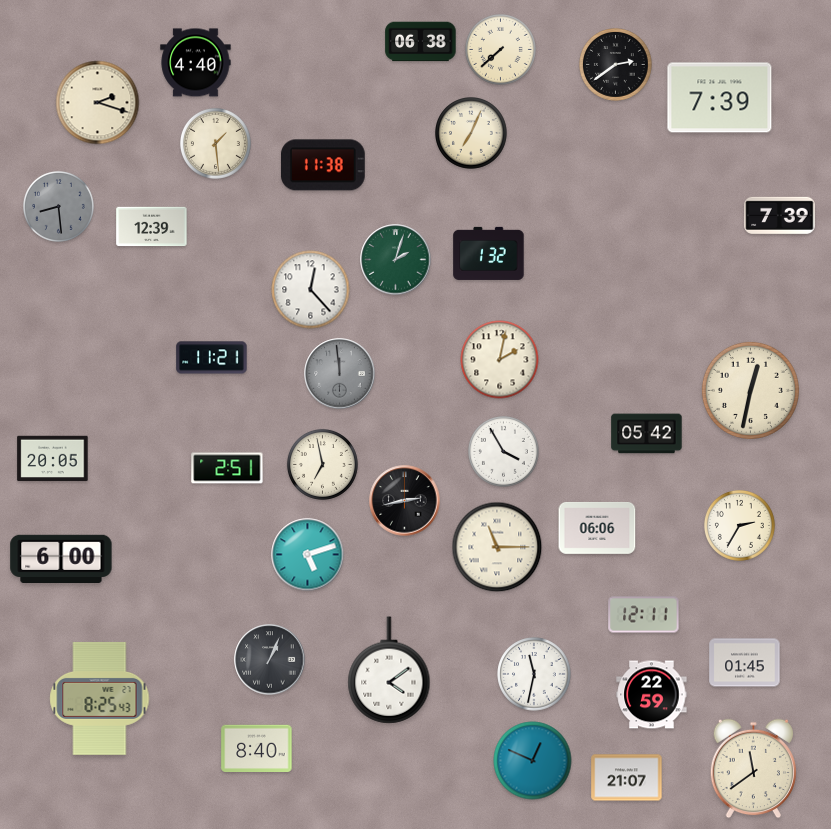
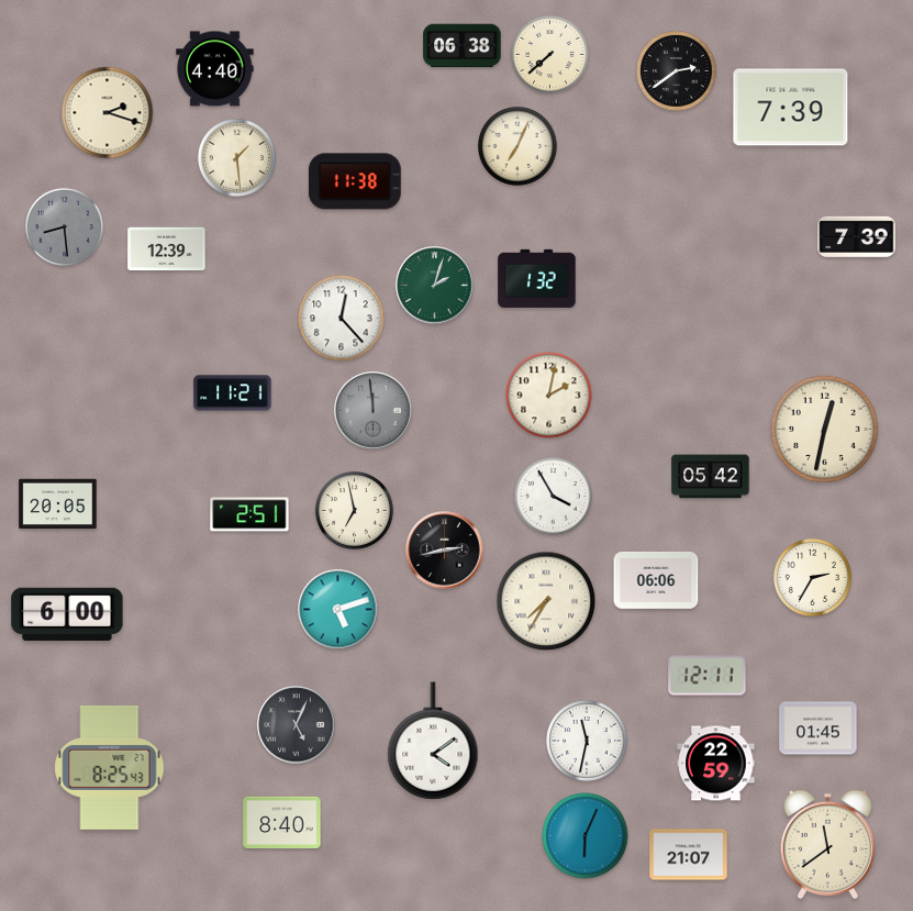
clock at (497, 547): 11:15 -> 7:35
clock at (270, 660): 1:04 -> 5:04
clock at (389, 670) position: (389, 670) -> (433, 741)
clock at (533, 761): 12:49 -> 6:04
